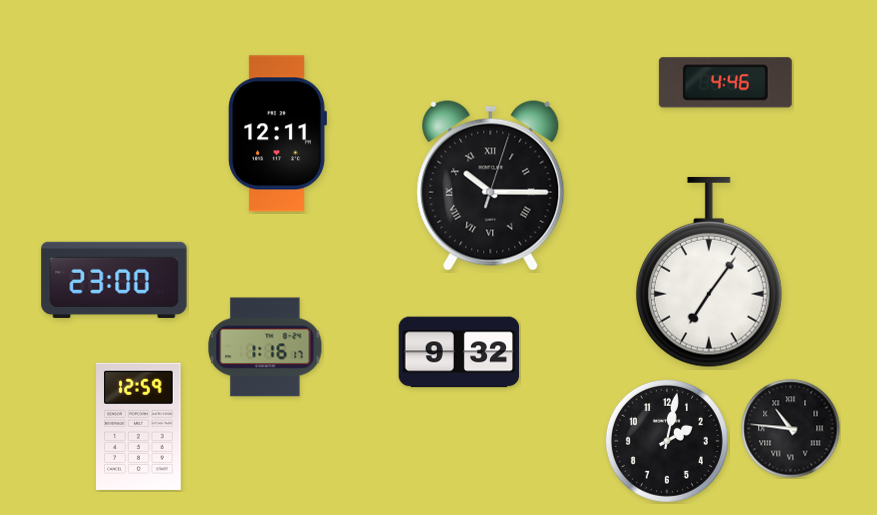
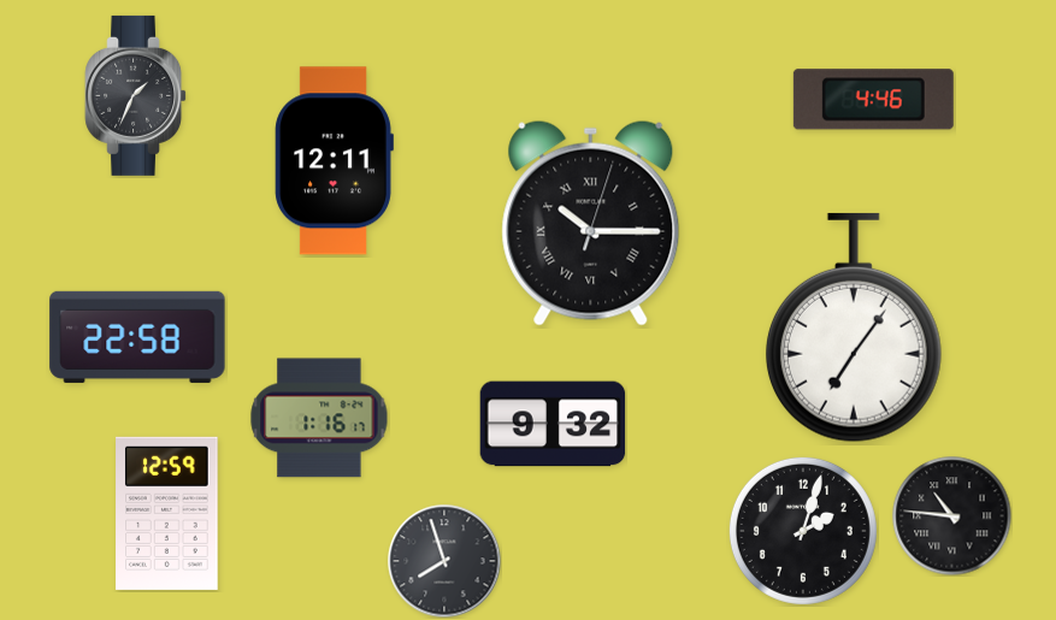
clock at (136, 95): none -> 1:34
clock at (114, 280): 23:00 -> 22:58
clock at (667, 441): 2:02 -> 2:03
clock at (444, 561): none -> 7:57
